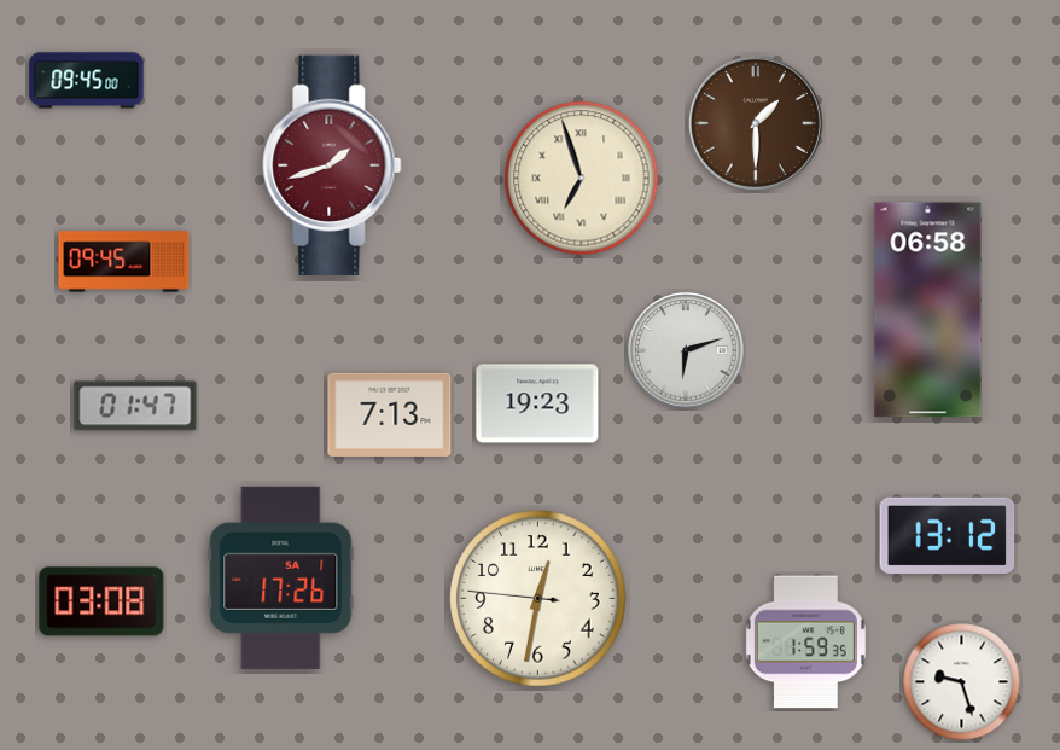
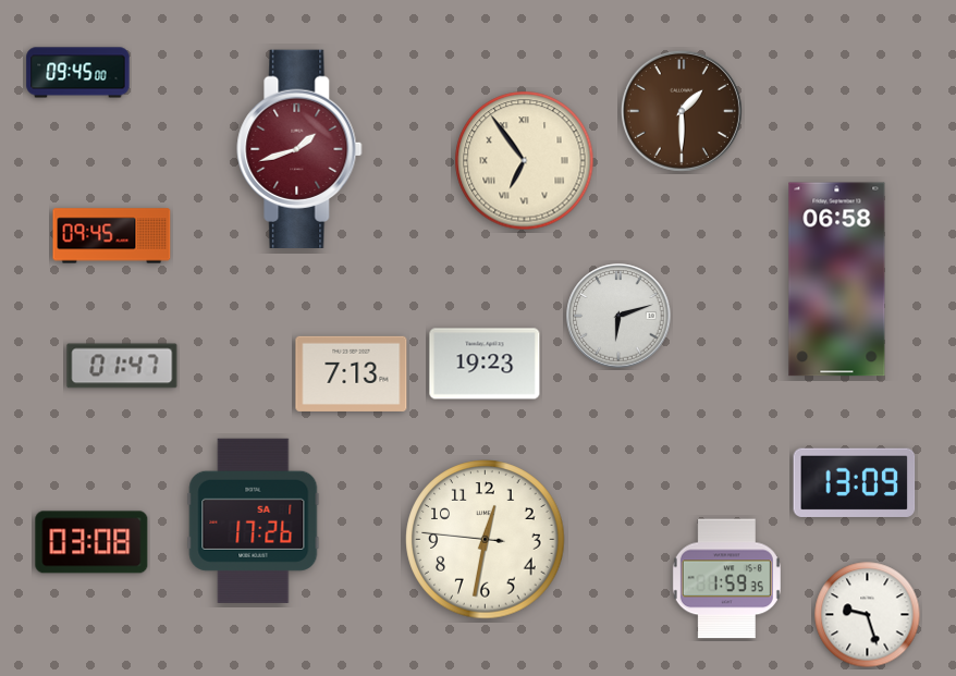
clock at (582, 179): 6:57 -> 6:54
clock at (948, 535): 13:12 -> 13:09
